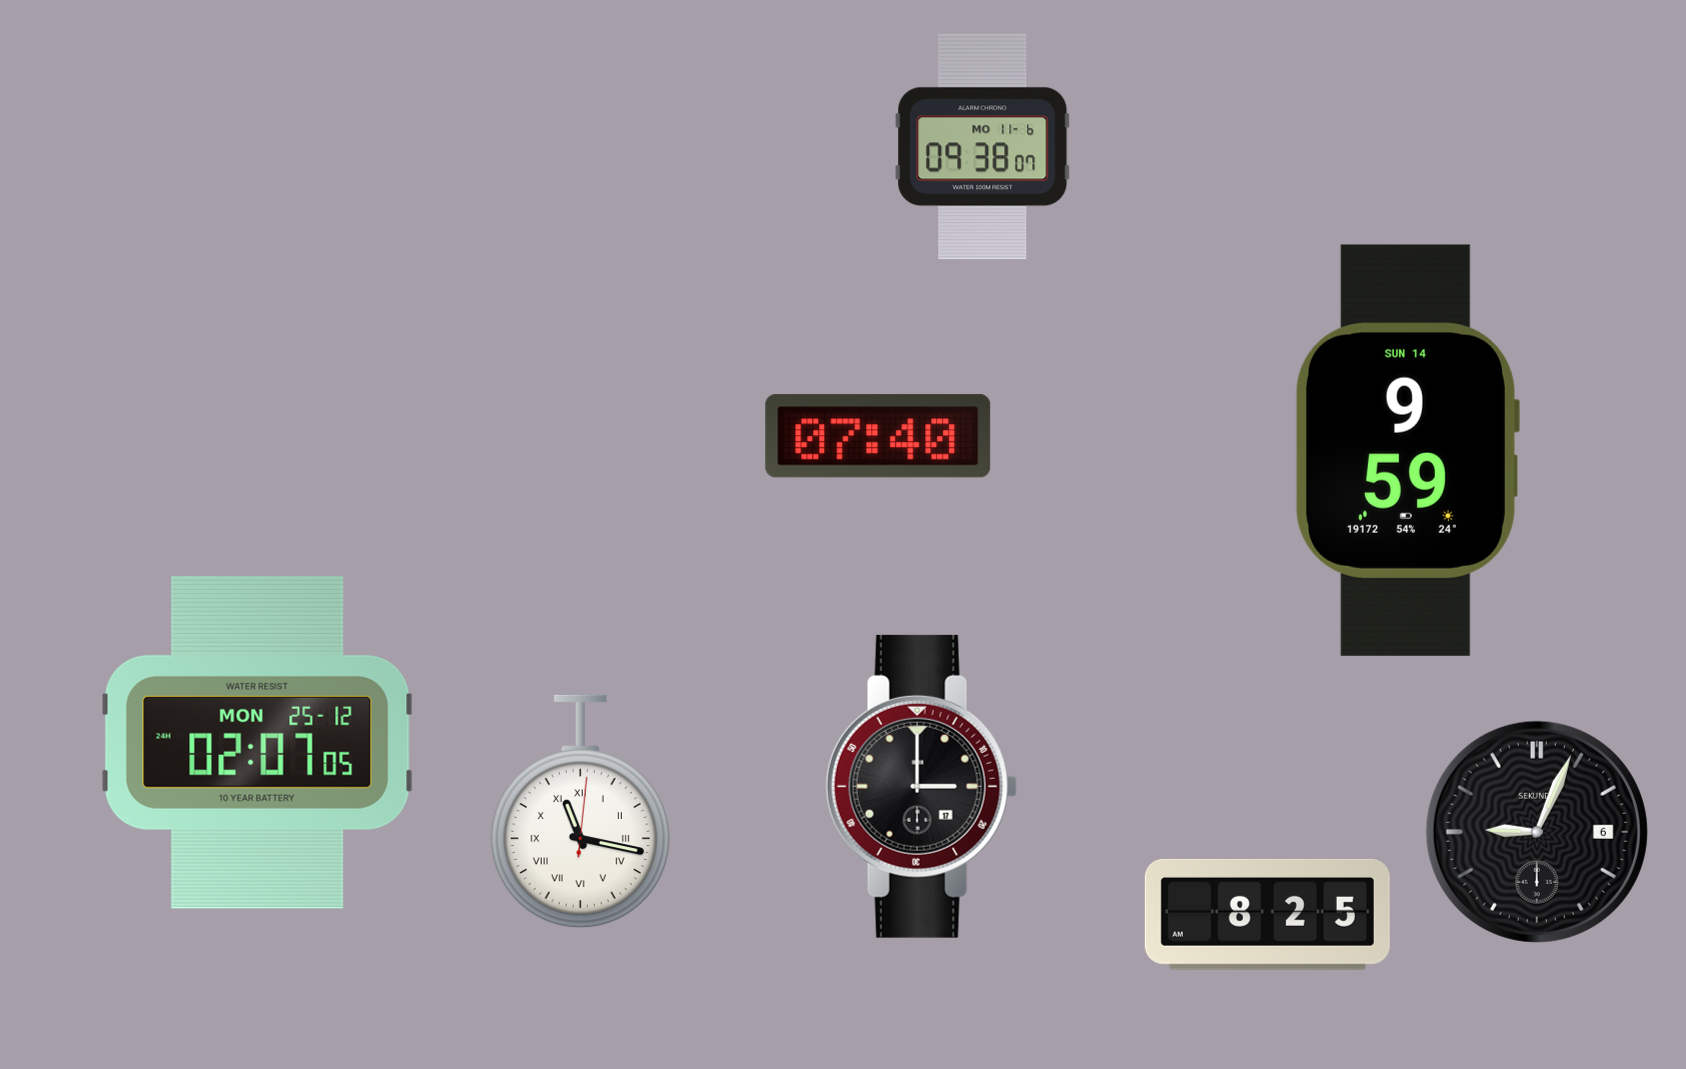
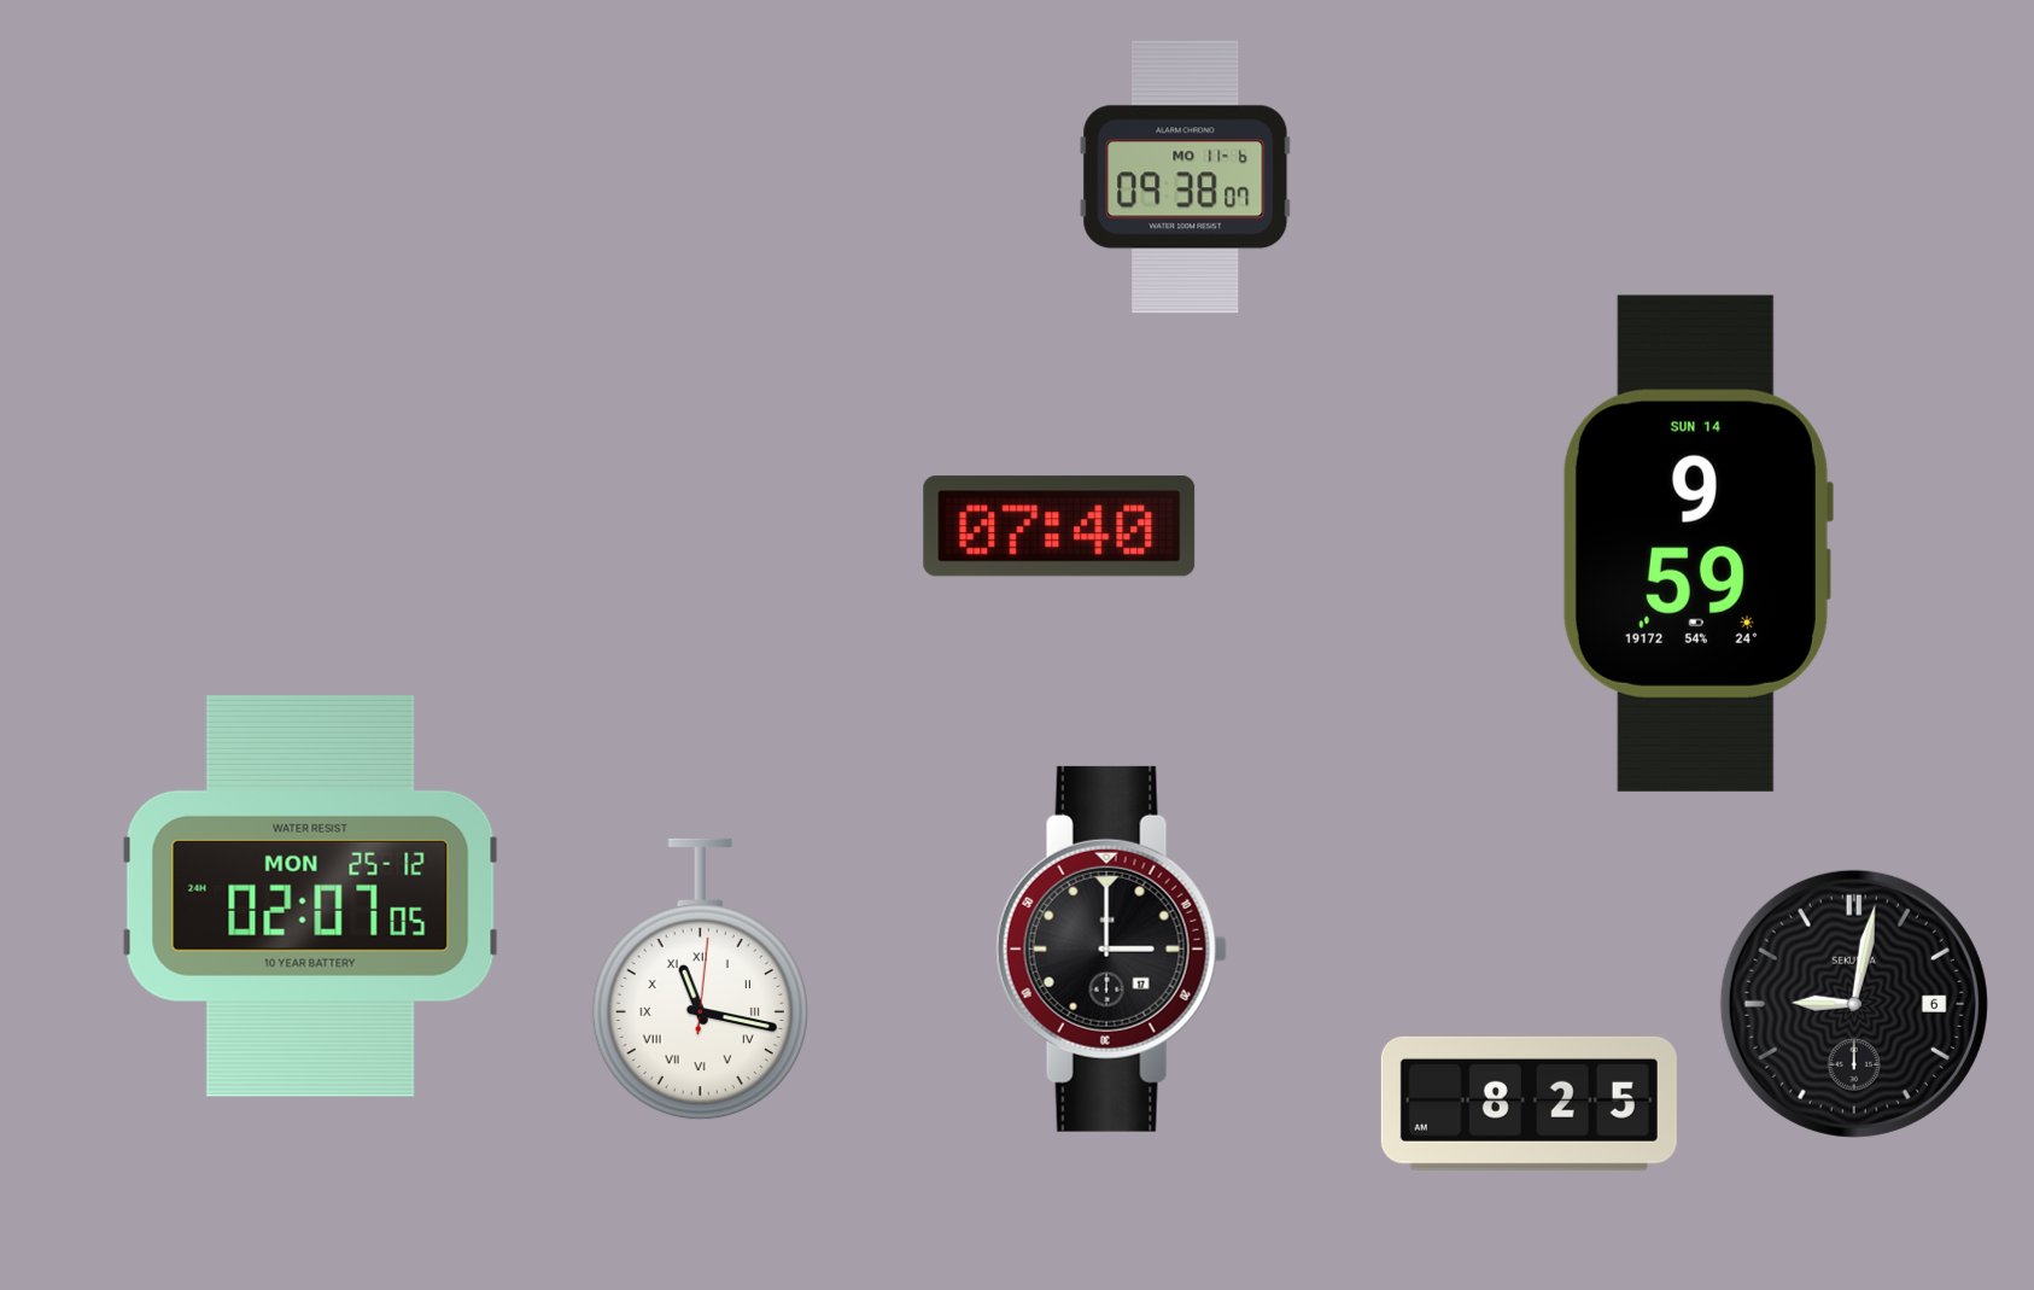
clock at (1537, 832): 9:04 -> 9:02
